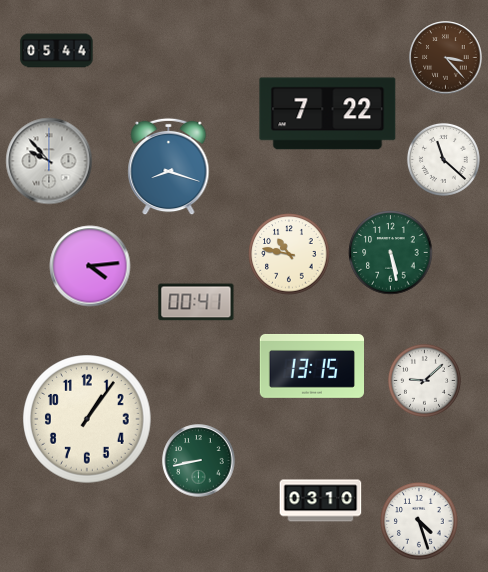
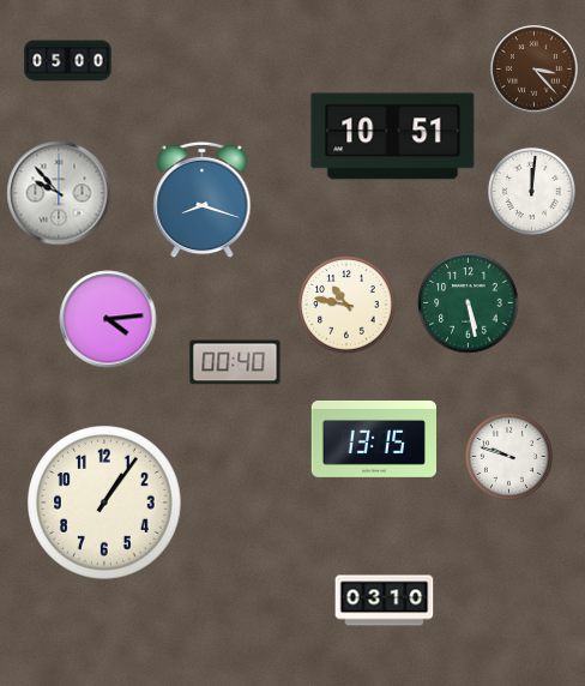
clock at (57, 51): 05:44 -> 05:00
clock at (328, 114): 7:22 -> 10:51
clock at (443, 159): 11:22 -> 12:01
clock at (196, 302): 00:41 -> 00:40
clock at (424, 380): 9:08 -> 9:48
clock at (199, 461): 8:43 -> none
clock at (420, 522): 4:27 -> none
